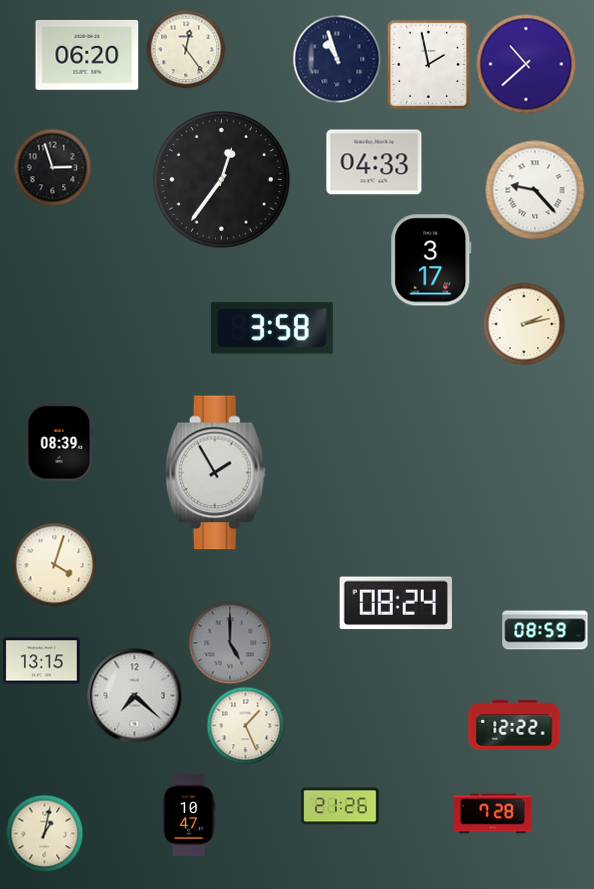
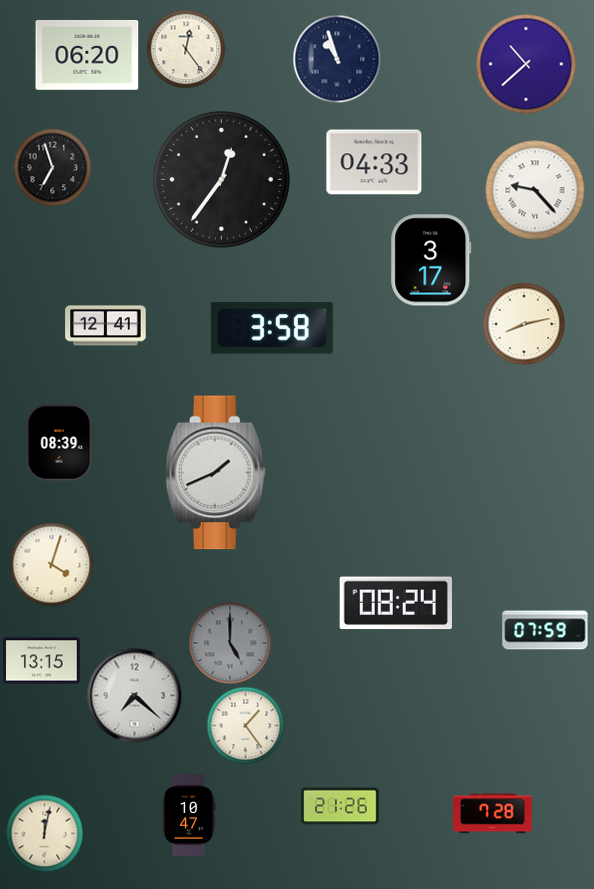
clock at (428, 64): 1:58 -> none
clock at (52, 167): 2:57 -> 6:57
clock at (524, 324): 2:13 -> 8:13
clock at (106, 326): none -> 12:41
clock at (215, 473): 1:55 -> 1:41
clock at (54, 564) position: (54, 564) -> (51, 564)
clock at (545, 630): 08:59 -> 07:59
clock at (245, 725): 1:26 -> 1:24
clock at (514, 725): 12:22 -> none
clock at (44, 833): 1:02 -> 12:02
